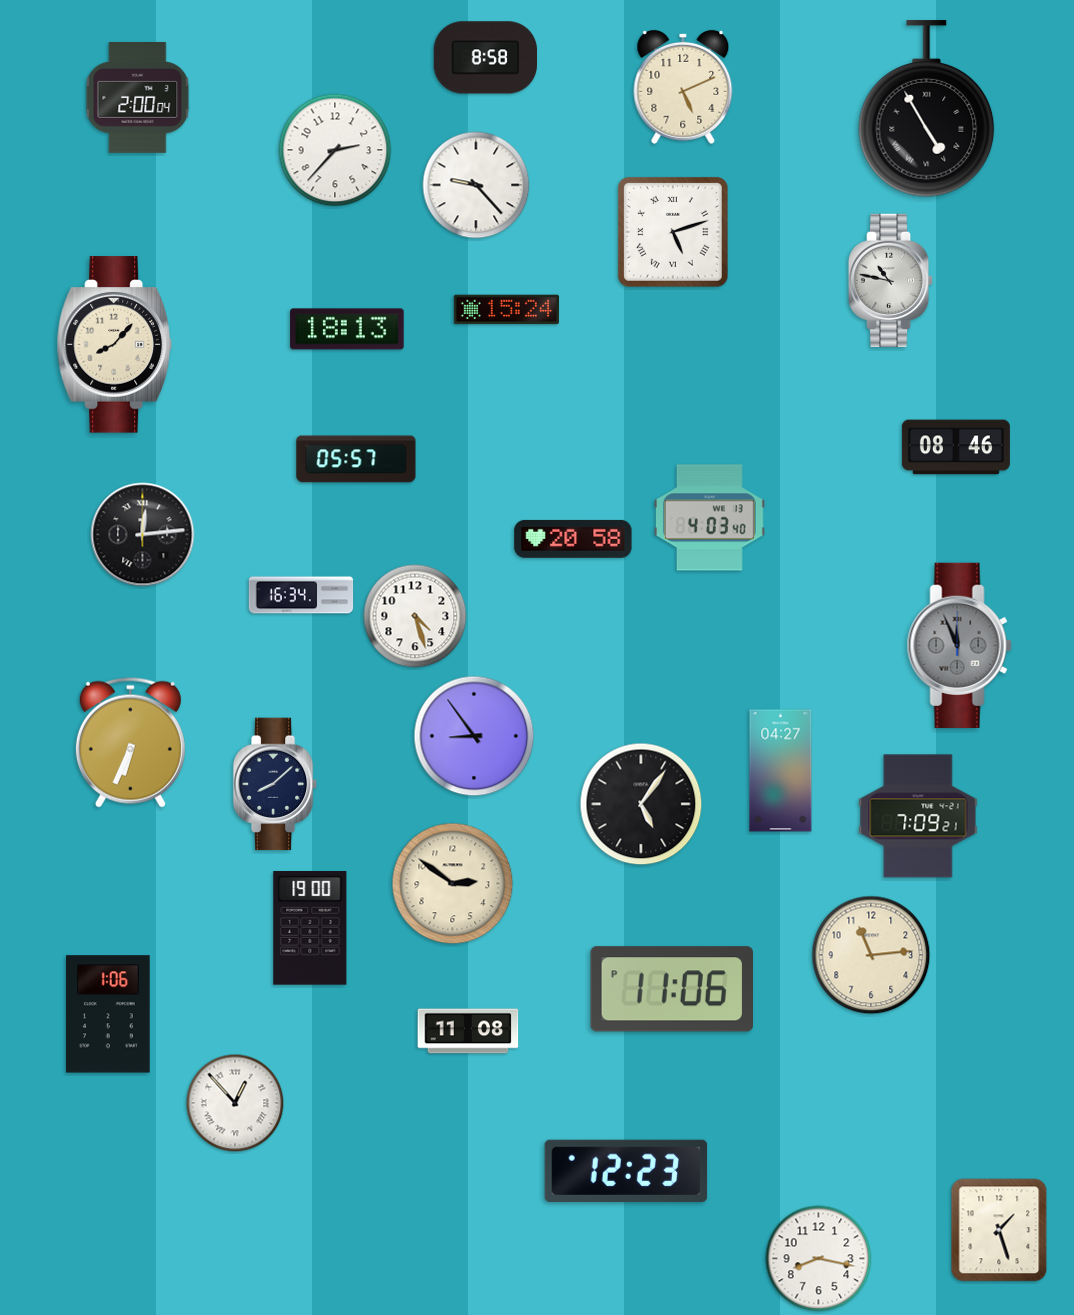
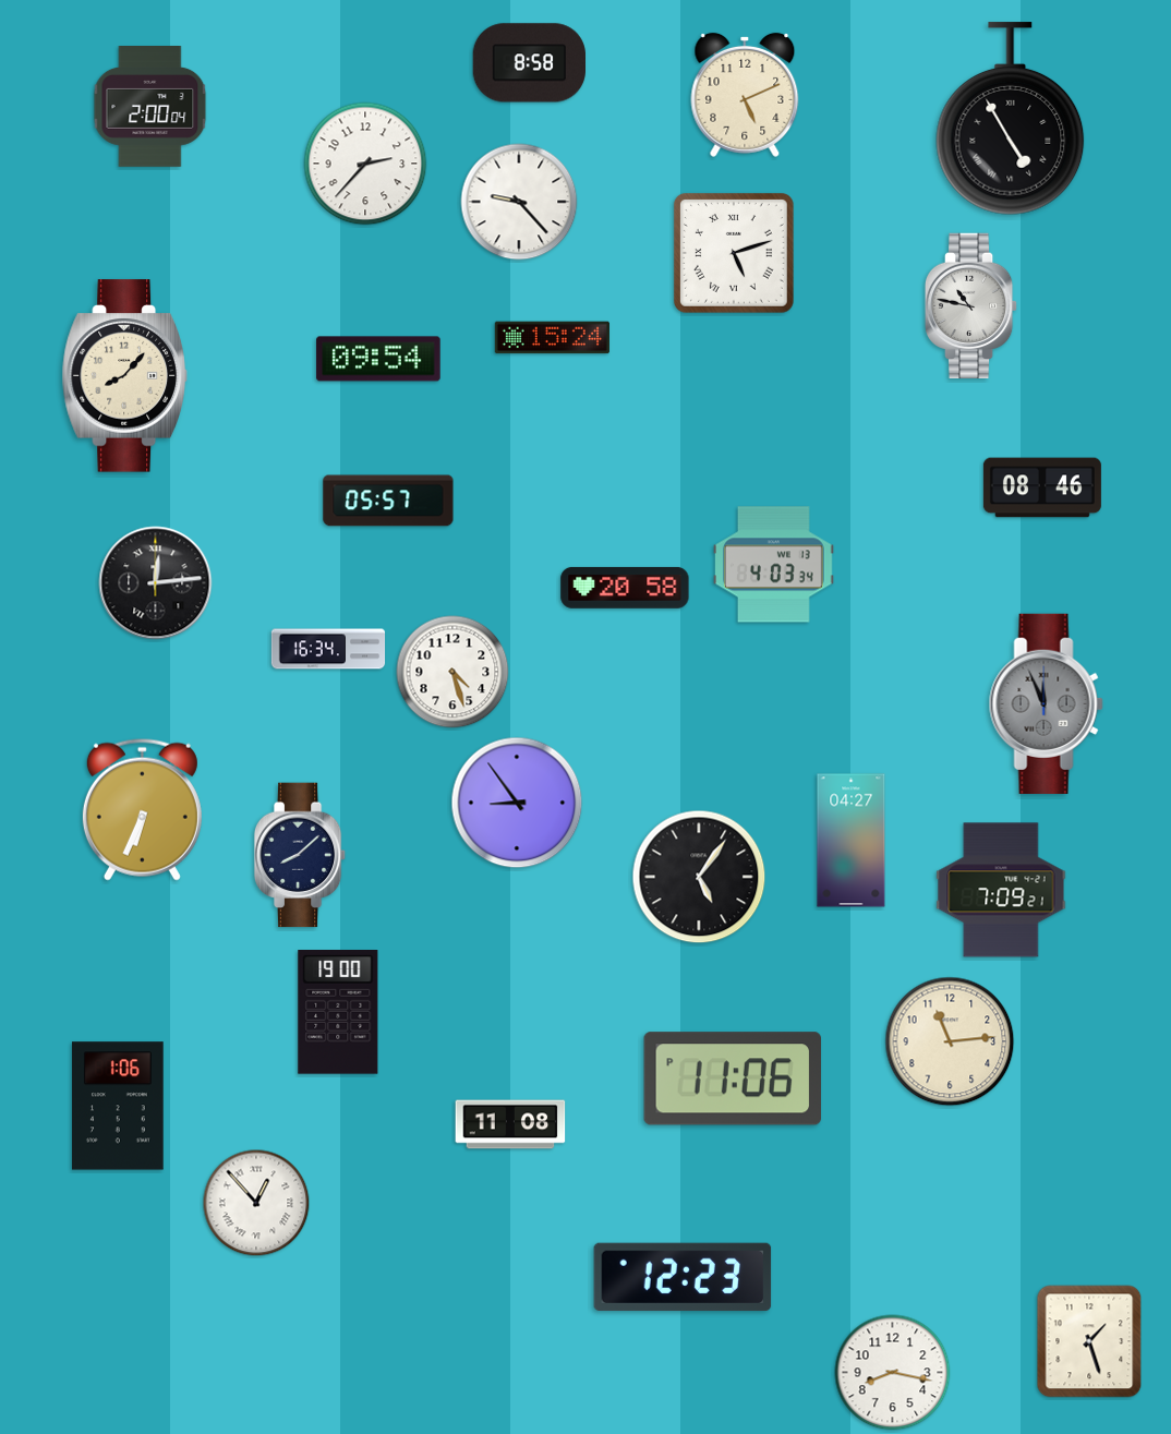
clock at (347, 329): 18:13 -> 09:54
clock at (710, 518): 4:03:40 -> 4:03:34
clock at (453, 884): 2:51 -> none
